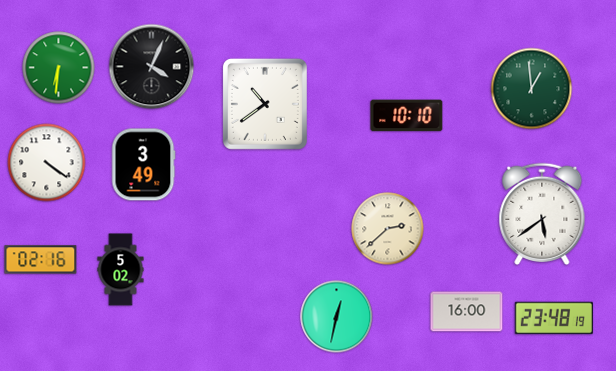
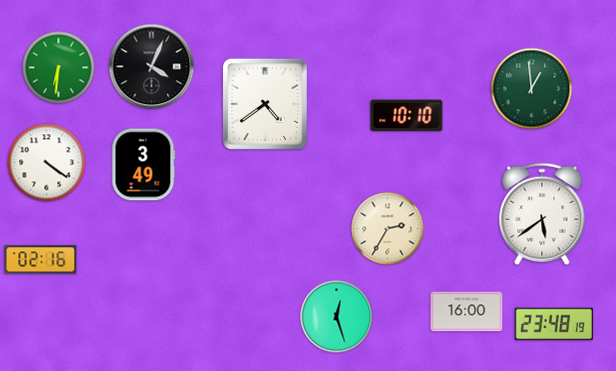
clock at (265, 104): 10:39 -> 4:39
clock at (388, 229): 2:38 -> 2:35
clock at (121, 270): 5:02 -> none
clock at (337, 317): 12:32 -> 12:27
clock at (554, 318) position: (554, 318) -> (554, 324)
